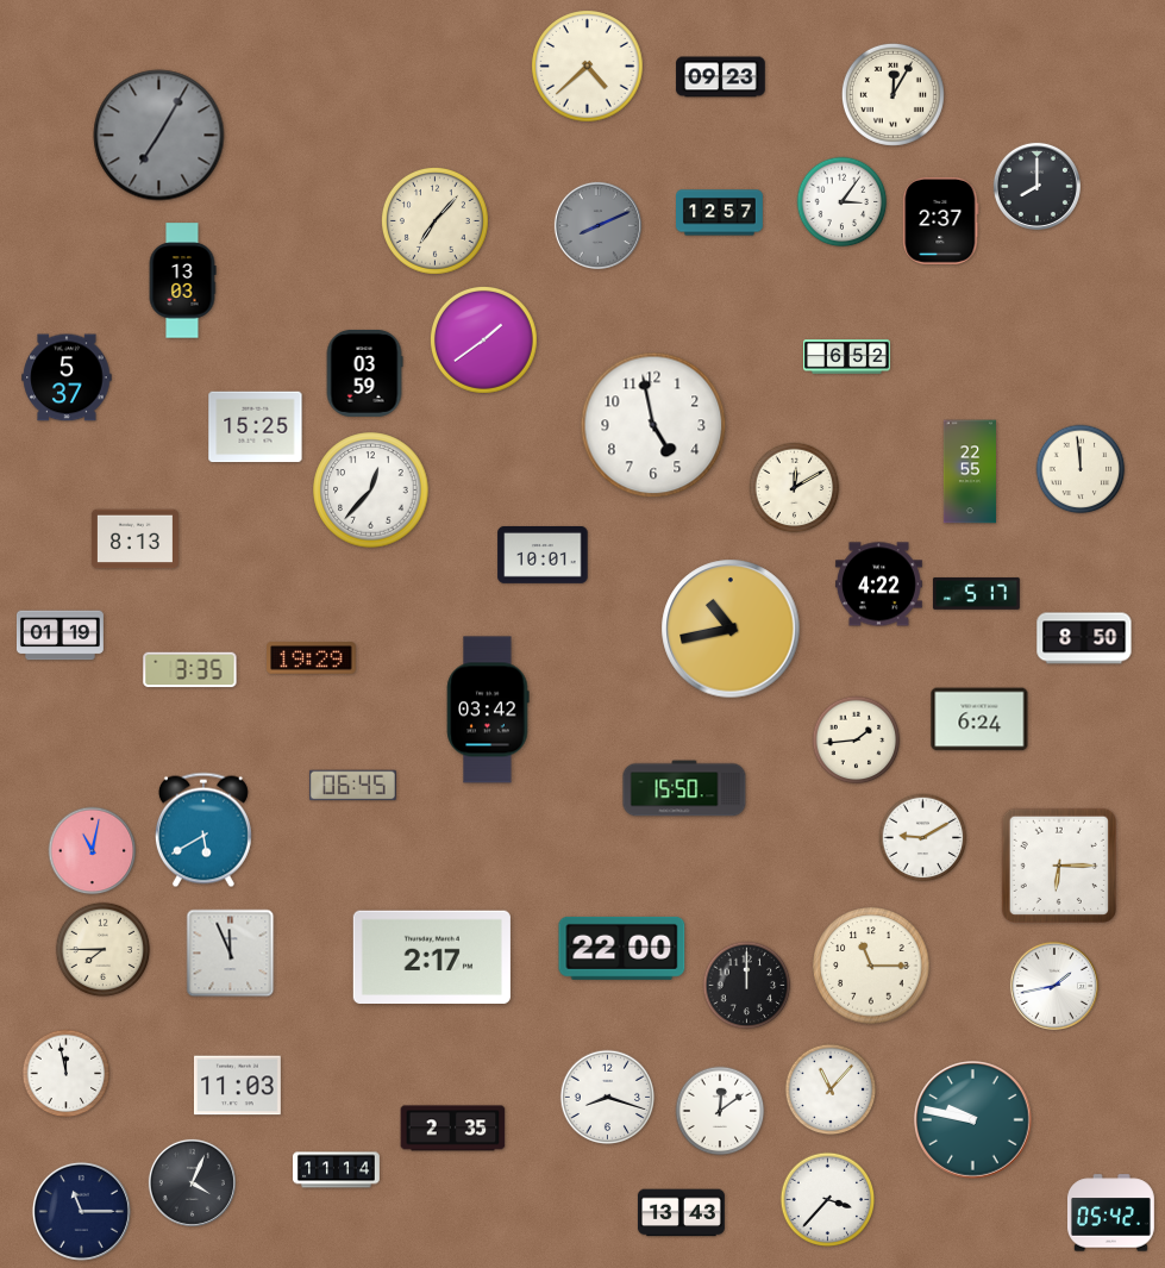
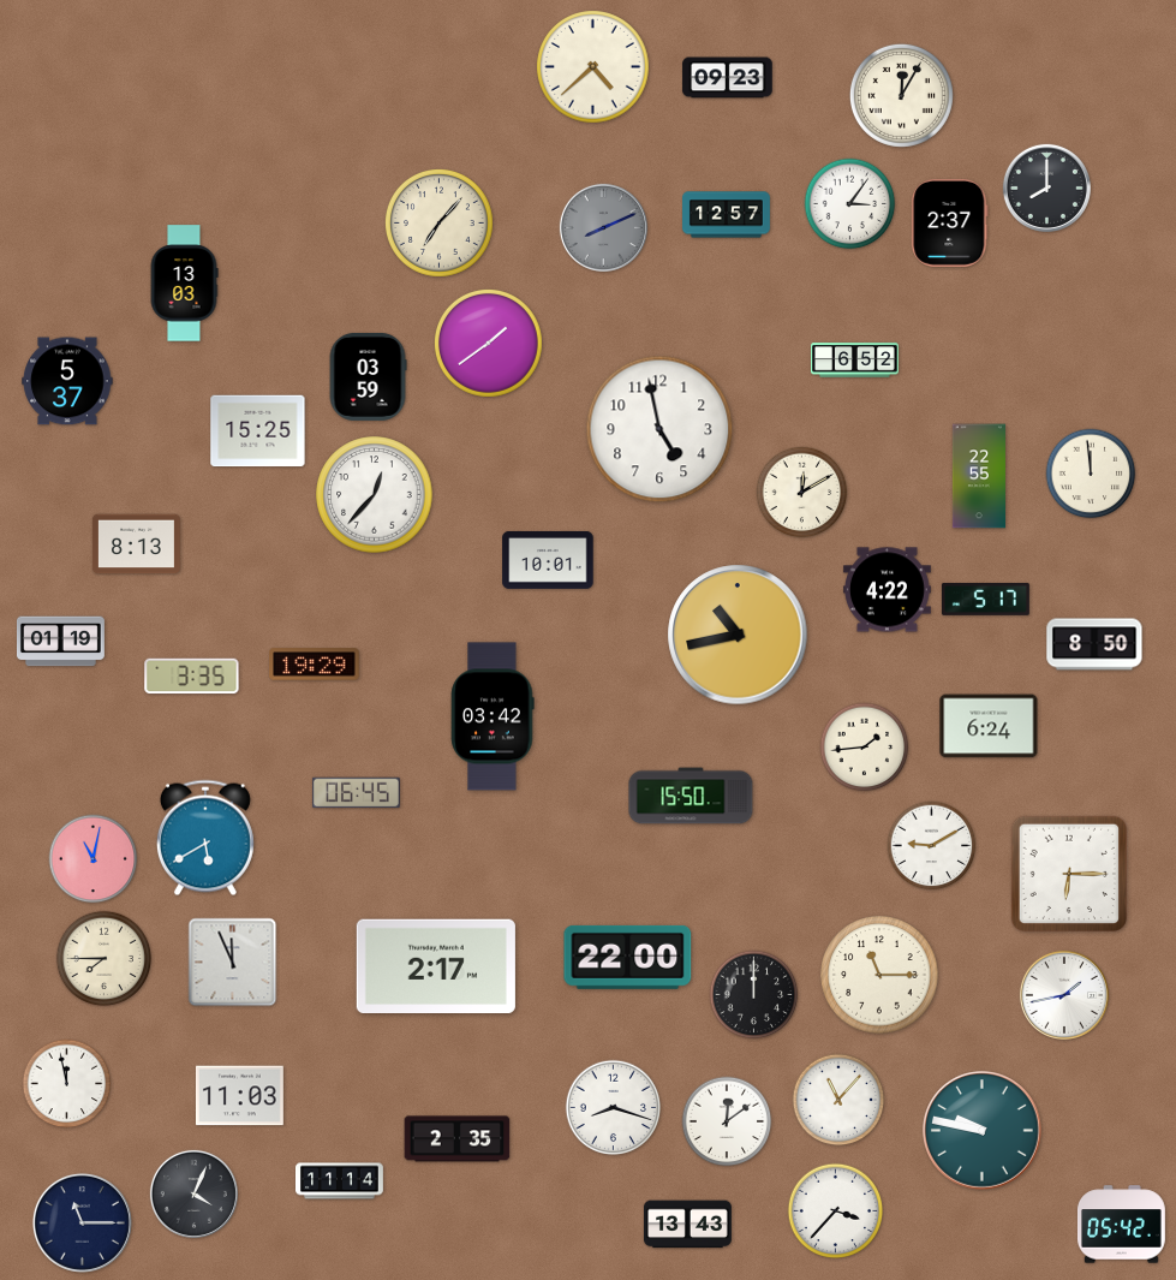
clock at (159, 136): 7:05 -> none
